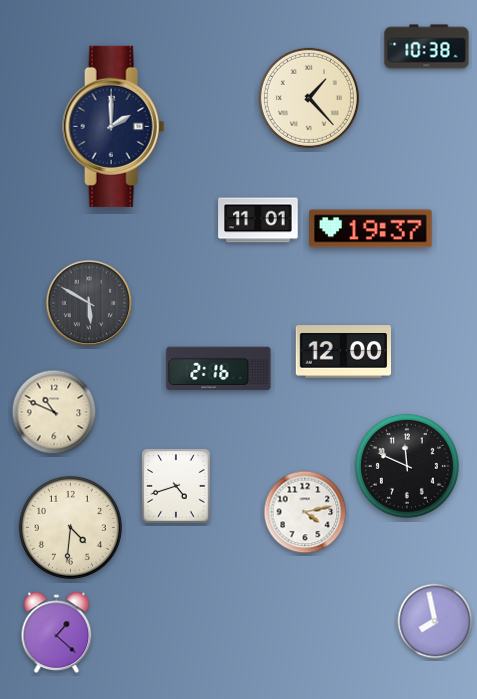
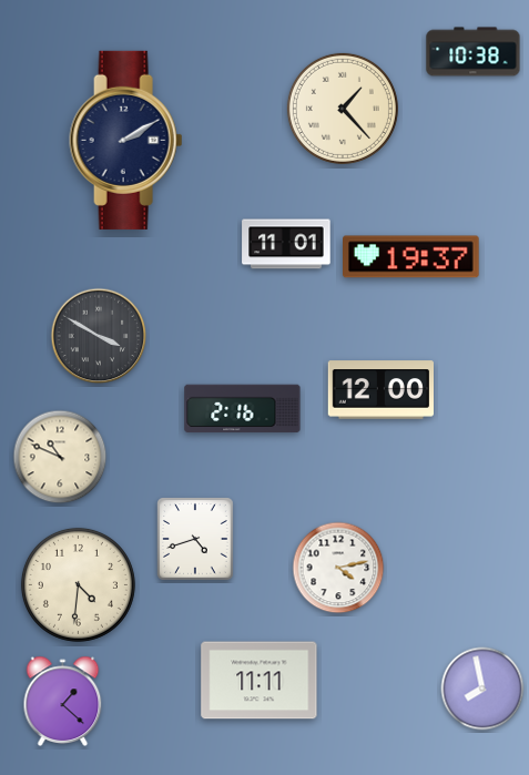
clock at (114, 126): 2:00 -> 2:10
clock at (371, 229) position: (371, 229) -> (411, 257)
clock at (89, 303): 5:50 -> 3:50
clock at (407, 466): 11:49 -> none
clock at (260, 681): none -> 11:11
